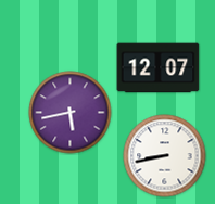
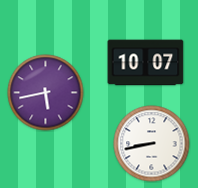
clock at (159, 68): 12:07 -> 10:07
clock at (71, 113) position: (71, 113) -> (46, 93)
